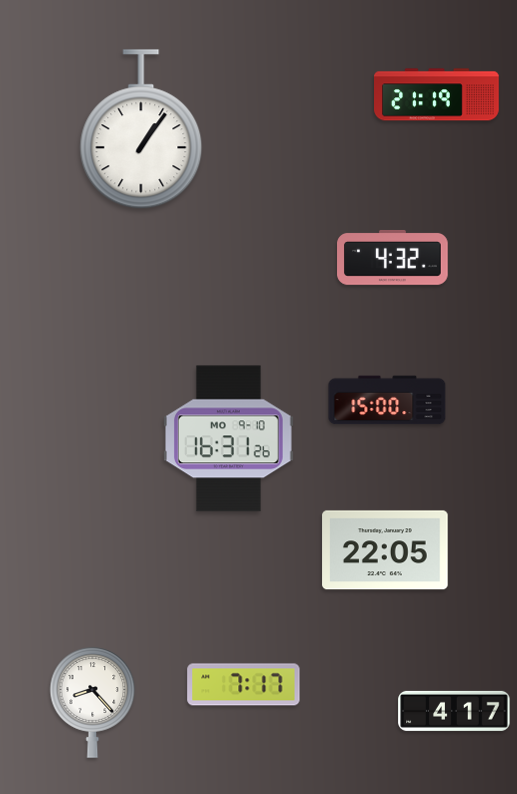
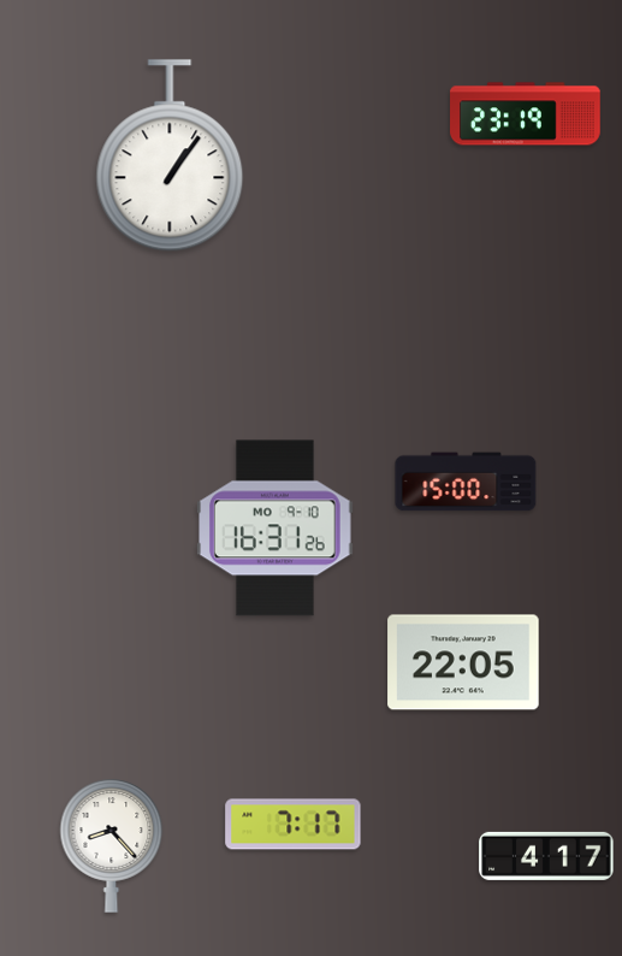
clock at (437, 95): 21:19 -> 23:19
clock at (393, 257): 4:32 -> none
